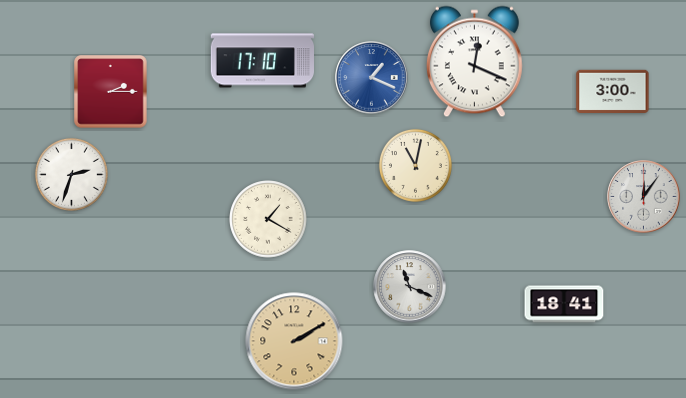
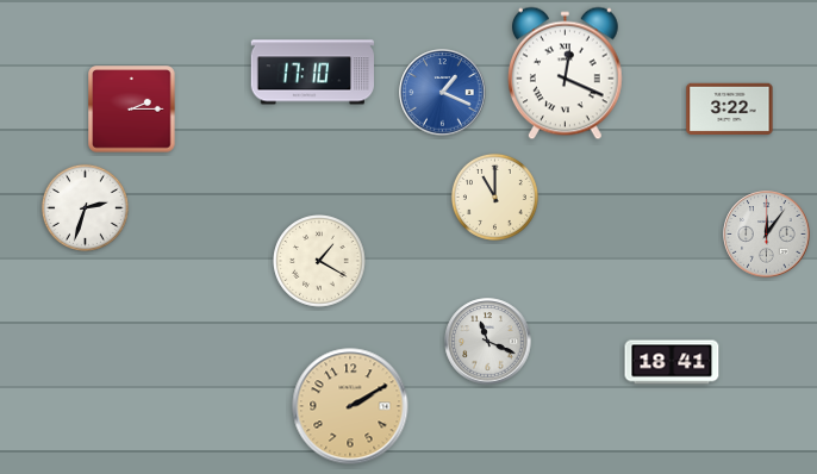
clock at (613, 92): 3:00 -> 3:22
clock at (415, 165): 11:02 -> 11:00
